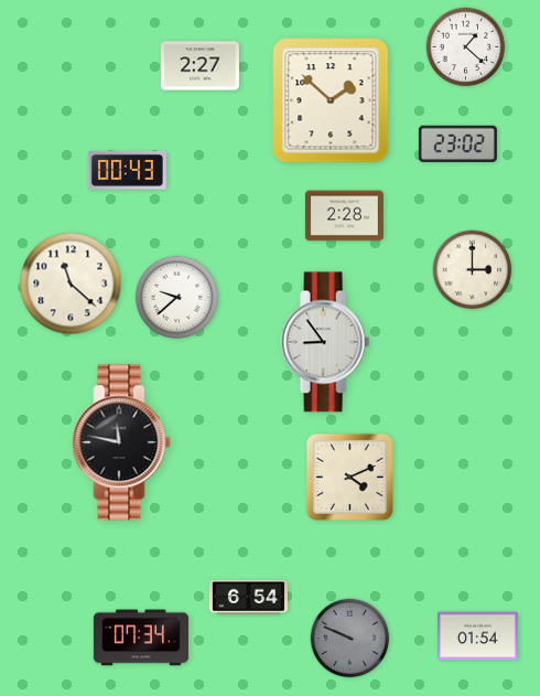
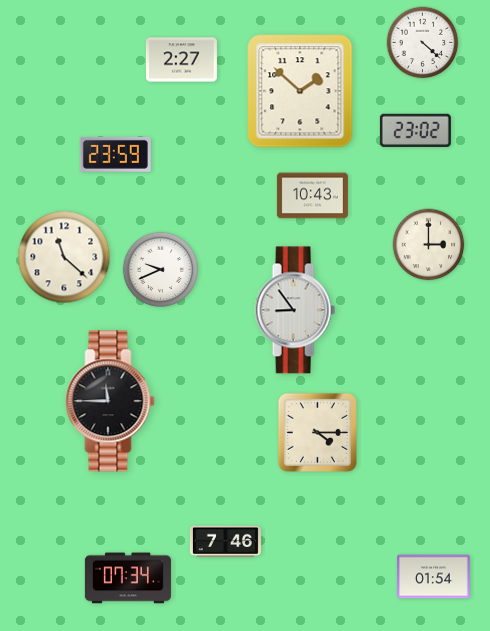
clock at (466, 47): 1:22 -> 4:22
clock at (127, 170): 00:43 -> 23:59
clock at (344, 216): 2:28 -> 10:43
clock at (176, 297): 9:38 -> 9:41
clock at (121, 442): 11:47 -> 11:45
clock at (349, 477): 4:11 -> 4:15
clock at (248, 598): 6:54 -> 7:46
clock at (350, 639): 9:49 -> none
